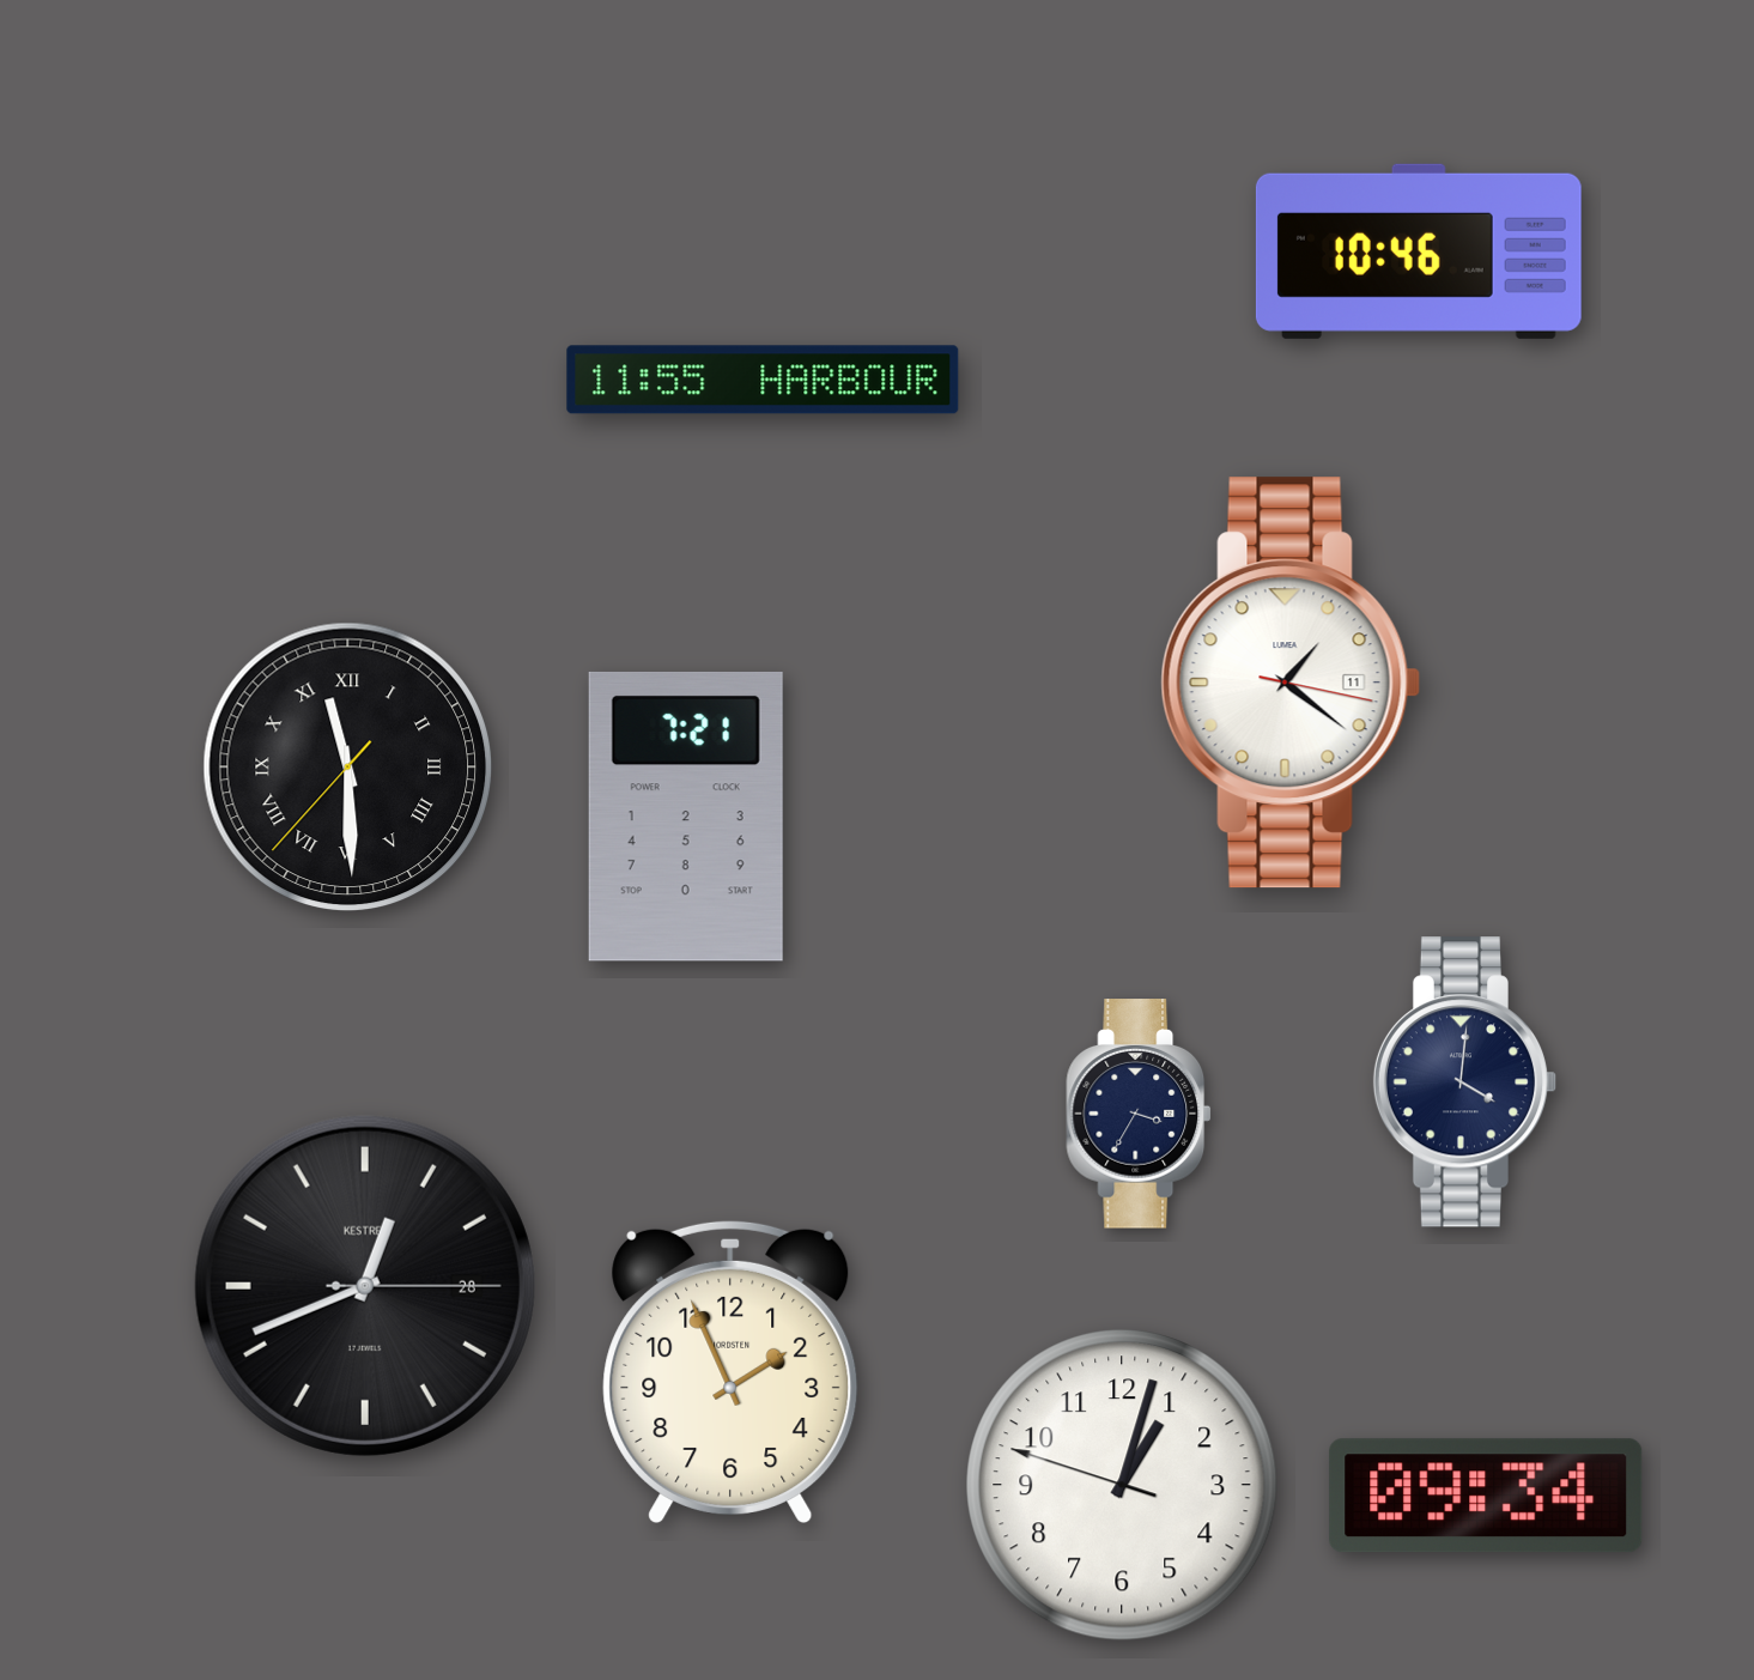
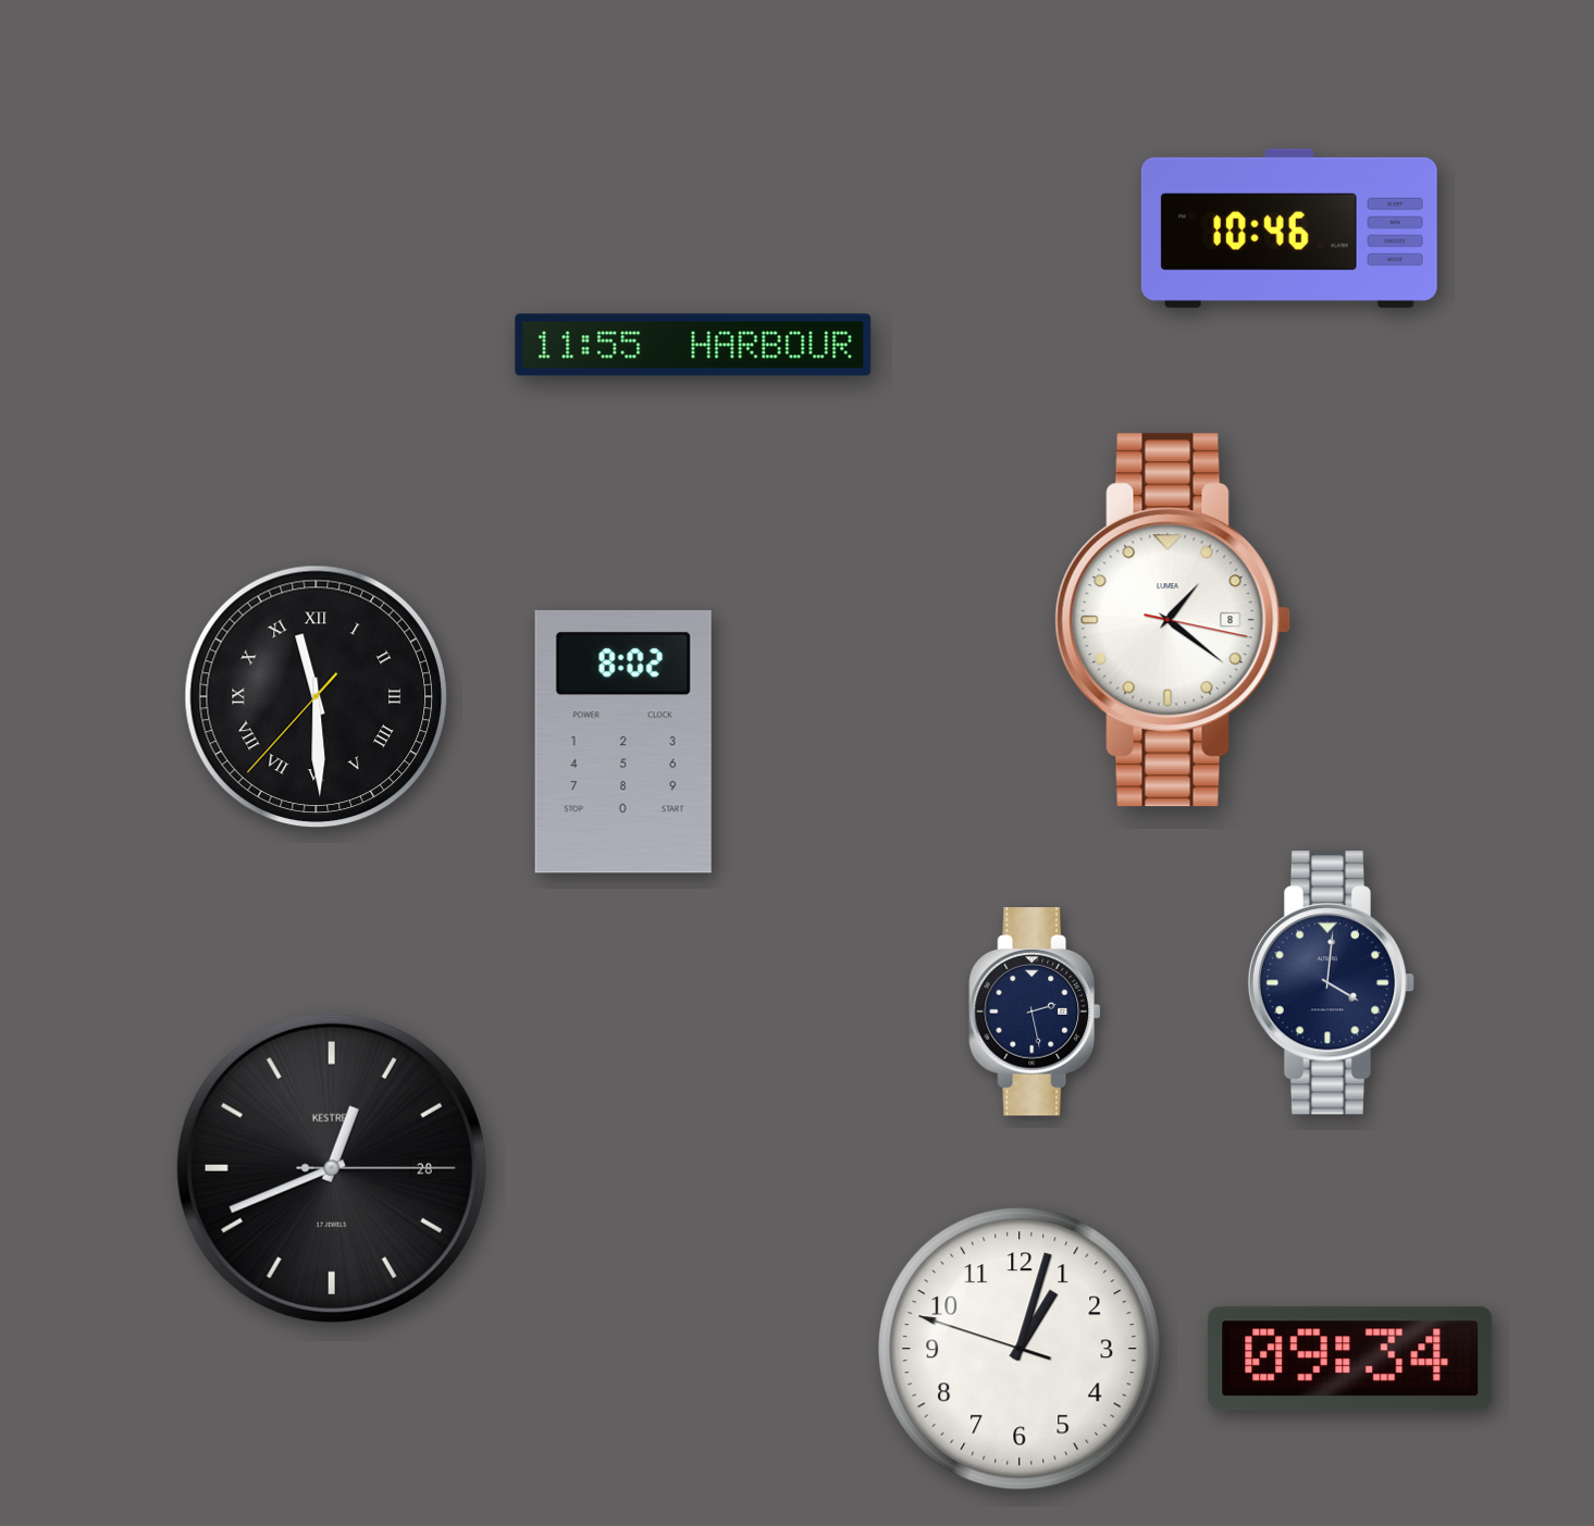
clock at (1291, 683) date: 11 -> 8
clock at (686, 817): 7:21 -> 8:02
clock at (1139, 1114): 3:35 -> 2:28
clock at (730, 1371): 1:56 -> none
